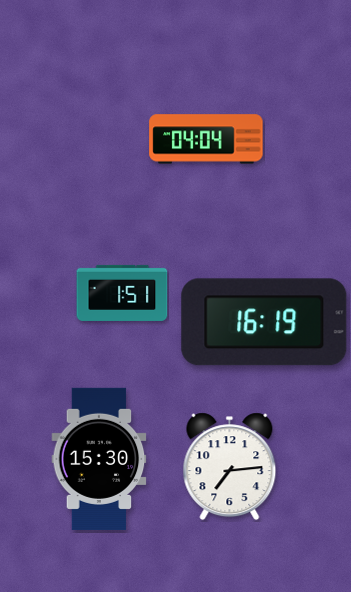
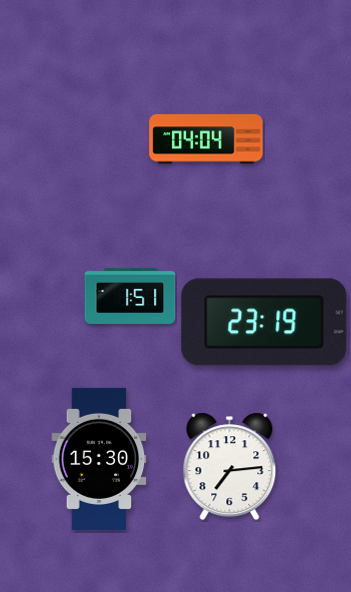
clock at (122, 293) position: (122, 293) -> (130, 296)
clock at (264, 322): 16:19 -> 23:19
